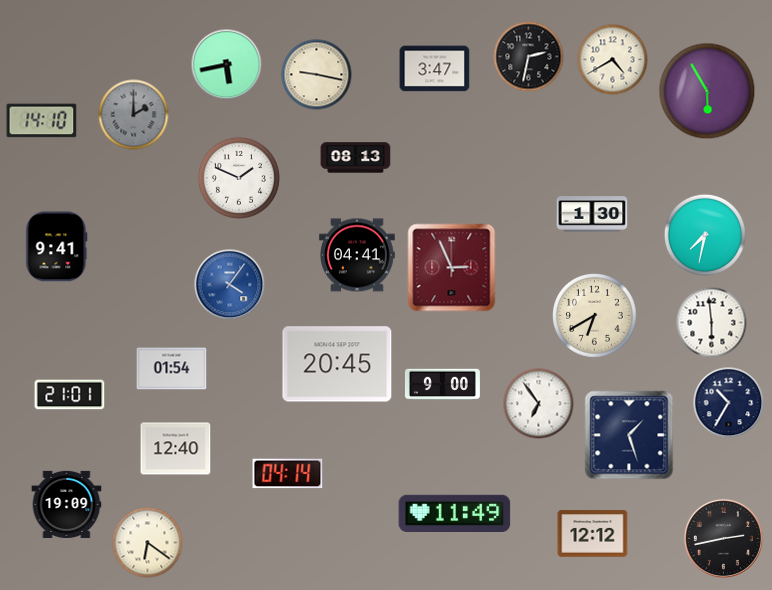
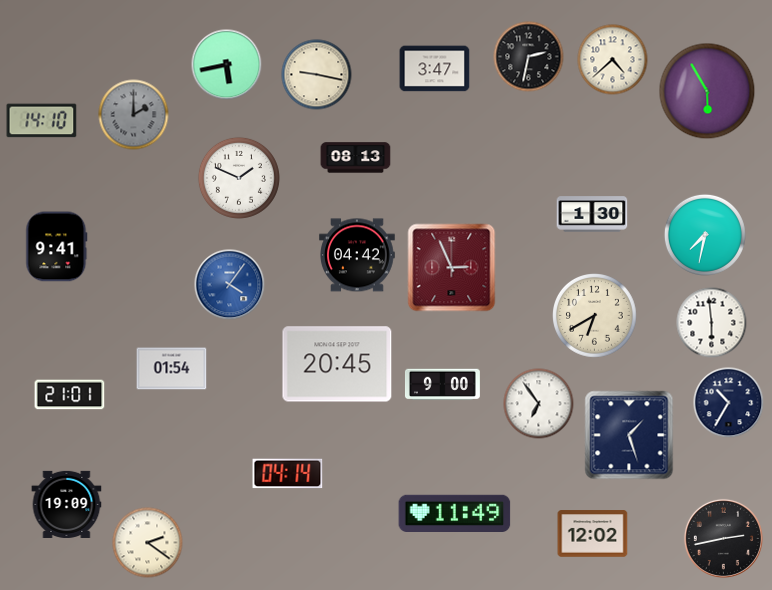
clock at (613, 60): 4:40 -> 4:38
clock at (357, 255): 04:41 -> 04:42
clock at (176, 449): 12:40 -> none
clock at (593, 534): 12:12 -> 12:02
clock at (148, 543): 6:21 -> 2:21
